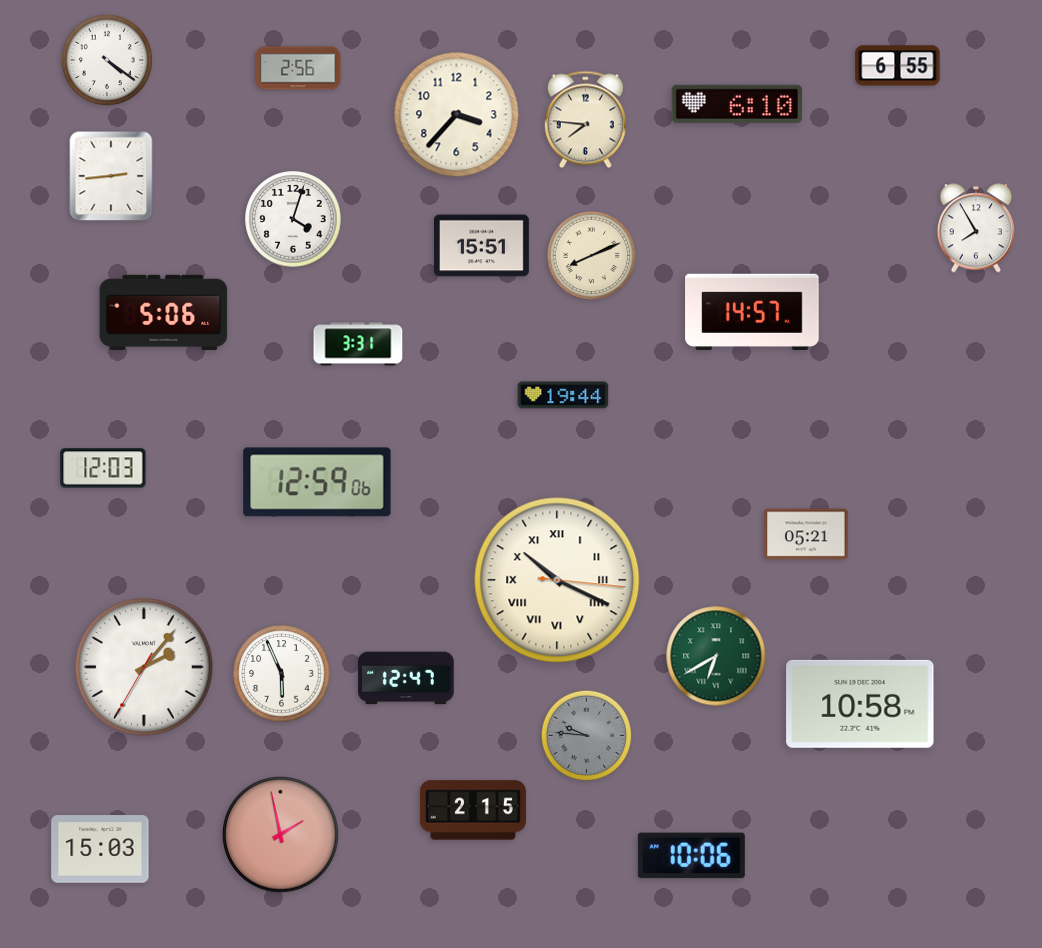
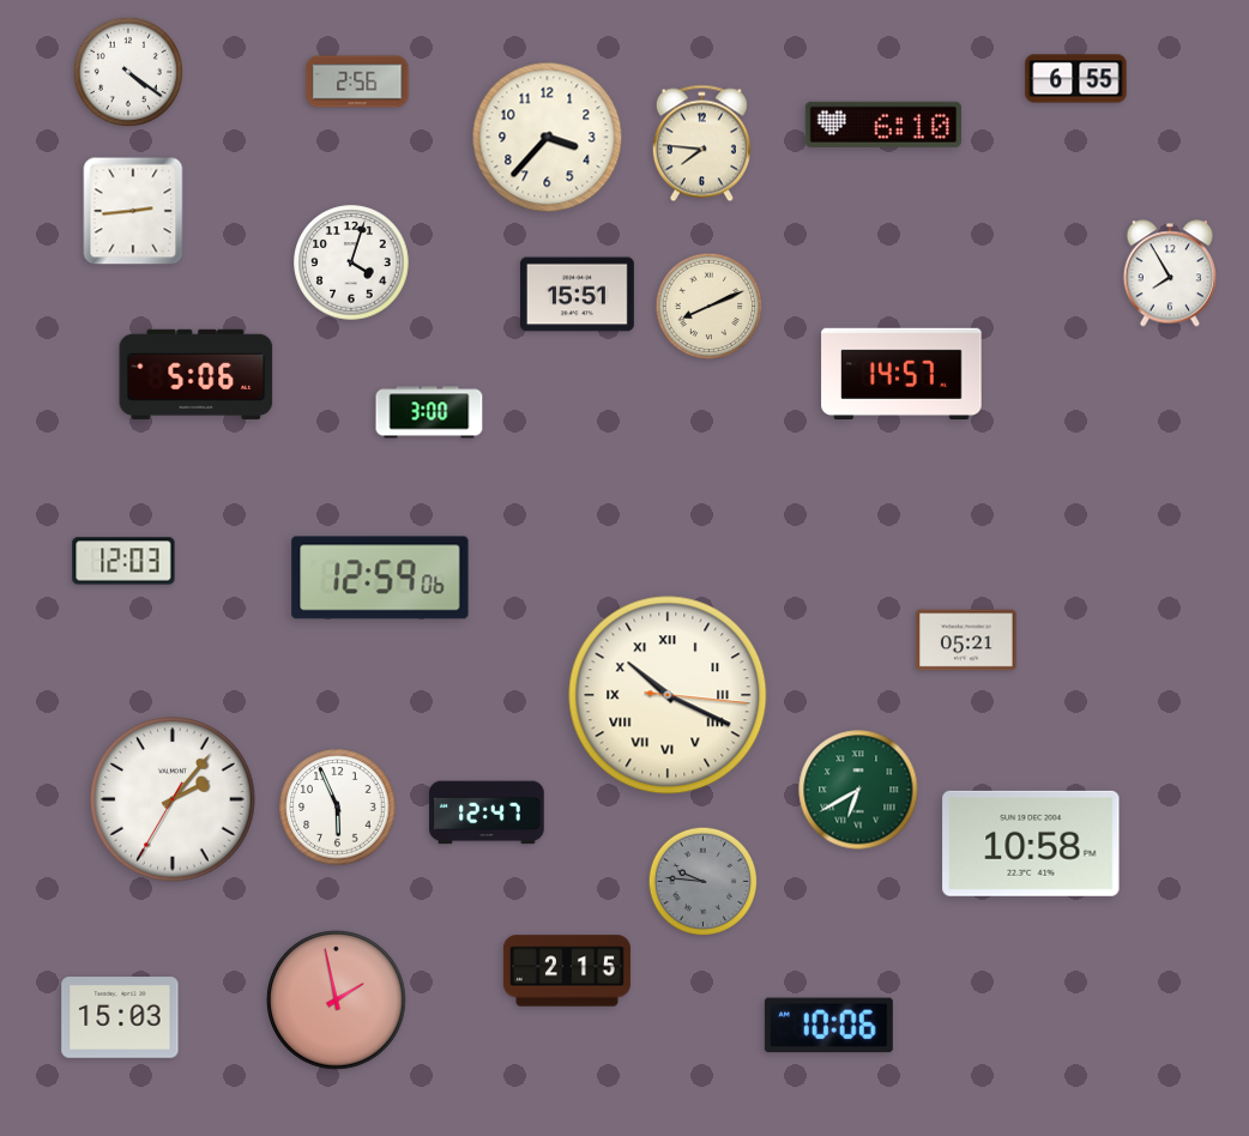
clock at (358, 344): 3:31 -> 3:00
clock at (563, 395): 19:44 -> none
clock at (716, 656) position: (716, 656) -> (858, 790)
